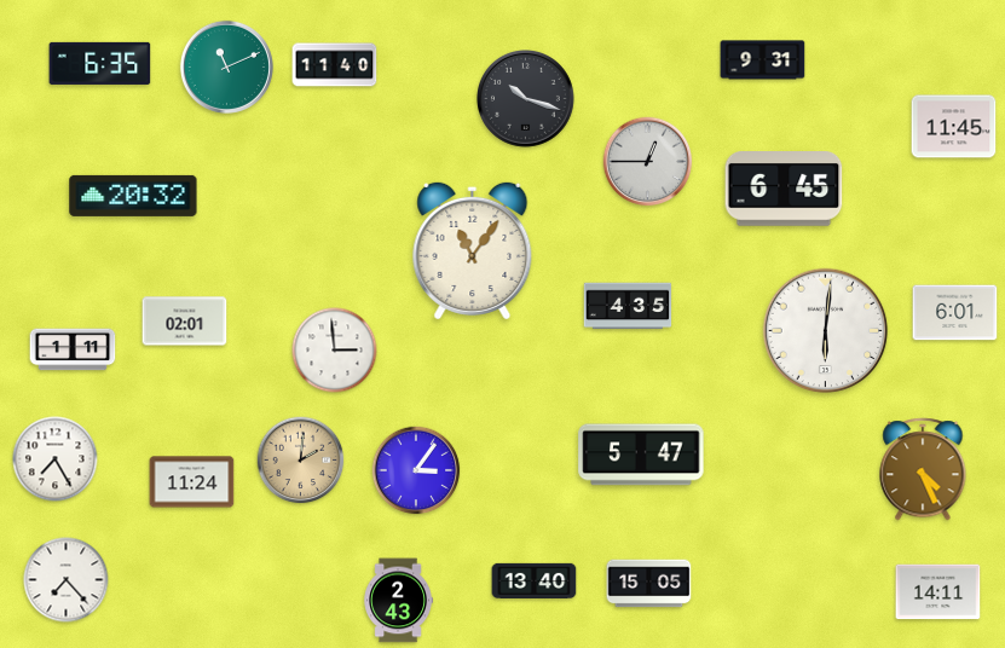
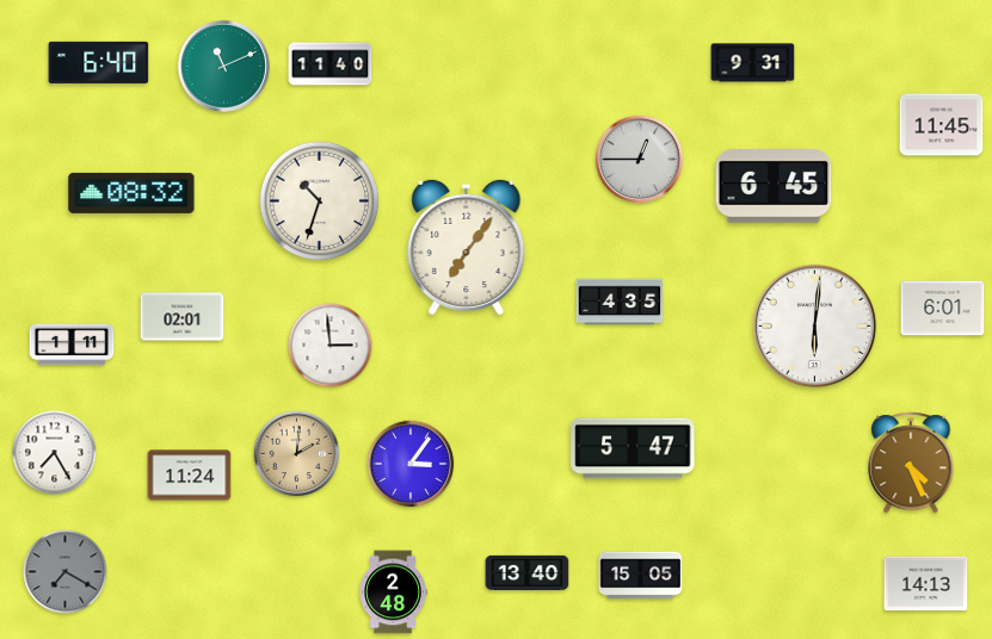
clock at (763, 60) position: (763, 60) -> (753, 63)
clock at (100, 63): 6:35 -> 6:40
clock at (526, 99): 10:18 -> none
clock at (133, 196): 20:32 -> 08:32
clock at (320, 201): none -> 10:33
clock at (473, 250): 11:06 -> 7:06
clock at (67, 580): 7:23 -> 7:20
clock at (67, 580) dial: white -> grey
clock at (938, 592): 14:11 -> 14:13
clock at (398, 601): 2:43 -> 2:48
